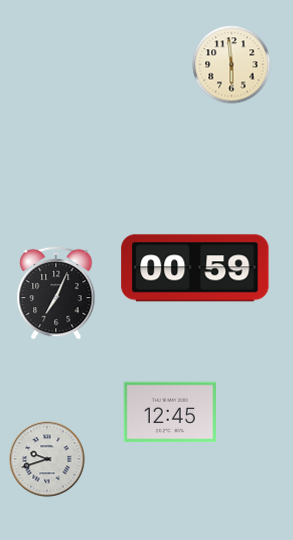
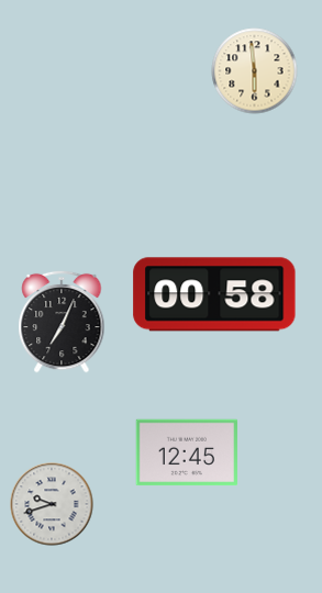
clock at (195, 268): 00:59 -> 00:58
